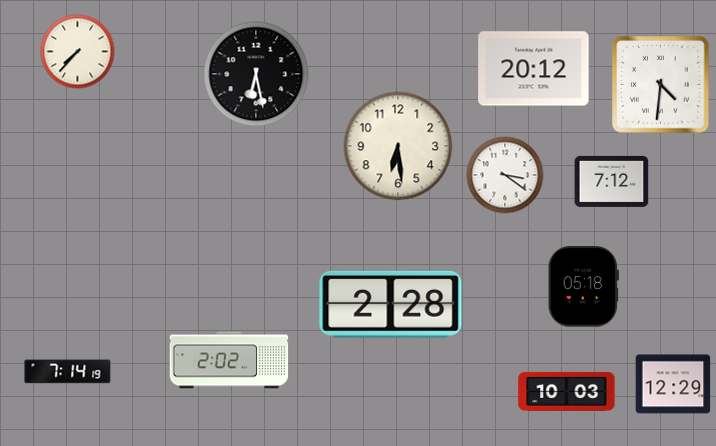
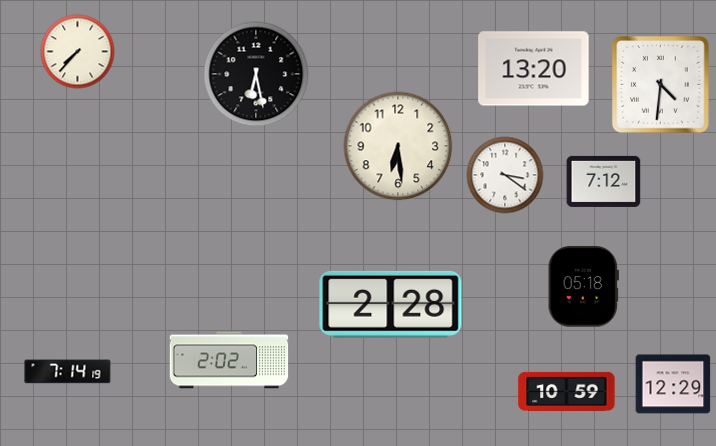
clock at (534, 69): 20:12 -> 13:20
clock at (612, 181) position: (612, 181) -> (604, 181)
clock at (567, 391): 10:03 -> 10:59
